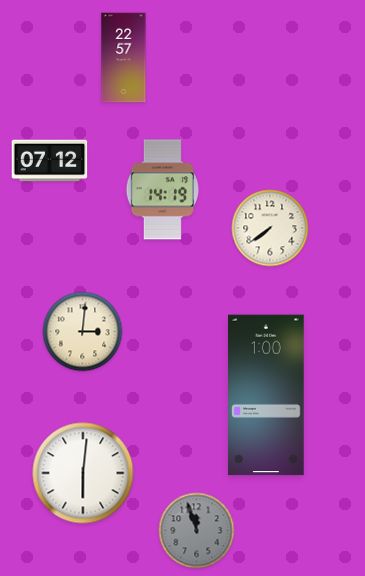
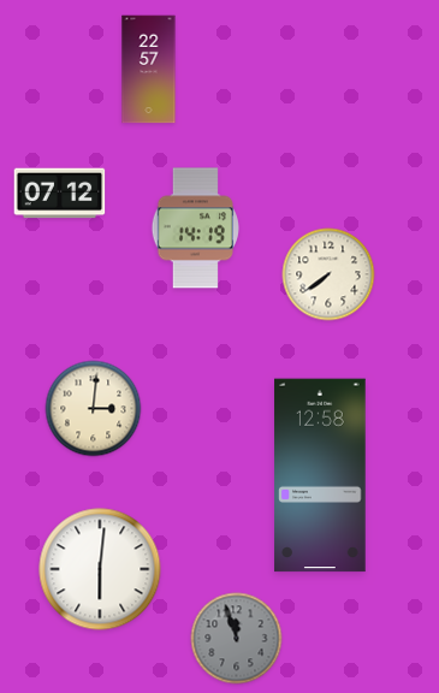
clock at (270, 228) position: (270, 228) -> (328, 274)
clock at (83, 332) position: (83, 332) -> (94, 409)
clock at (266, 395): 1:00 -> 12:58
